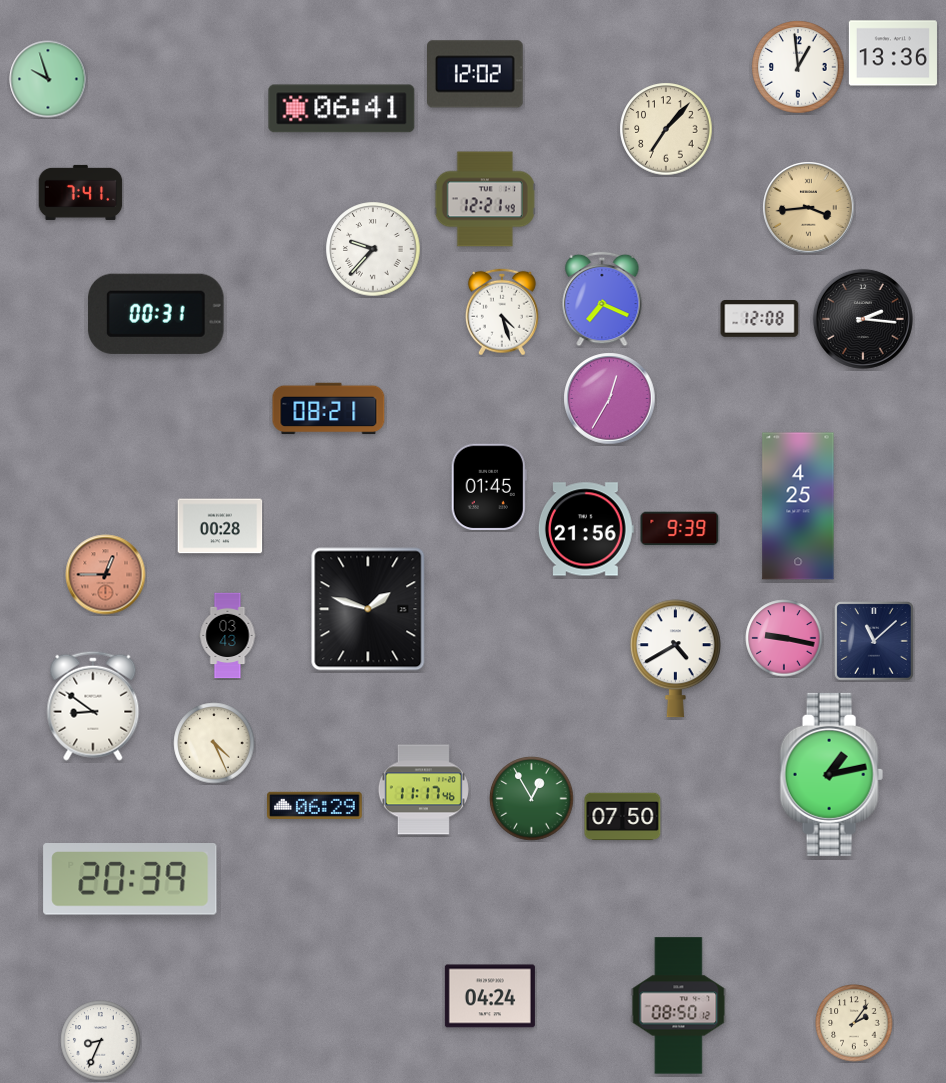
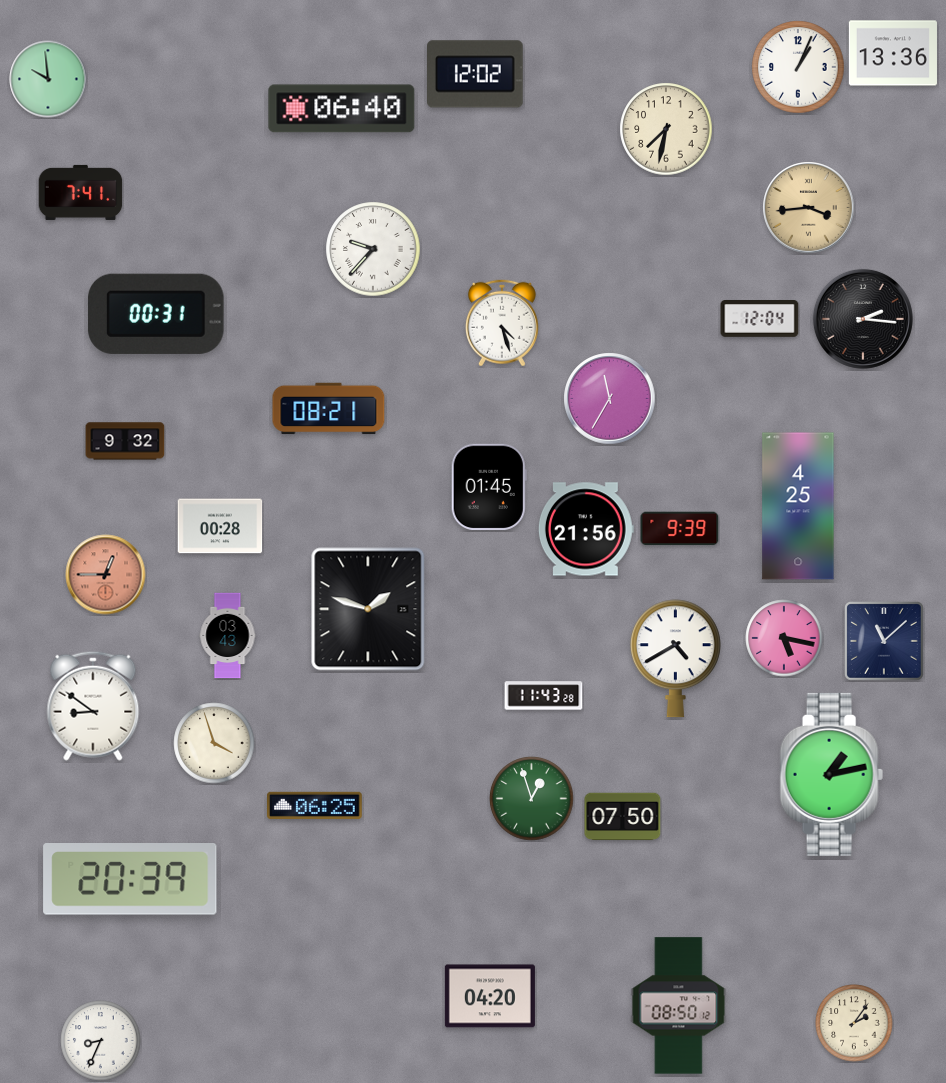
clock at (798, 67): 12:59 -> 1:04
clock at (48, 79): 9:57 -> 9:59
clock at (342, 109): 06:41 -> 06:40
clock at (666, 129): 7:07 -> 7:32
clock at (485, 199): 12:21 -> none
clock at (602, 299): 7:19 -> none
clock at (502, 312) position: (502, 312) -> (502, 323)
clock at (760, 319): 12:08 -> 12:04
clock at (610, 399): 12:35 -> 11:35
clock at (125, 441): none -> 9:32
clock at (784, 638): 9:17 -> 5:17
clock at (875, 642) position: (875, 642) -> (885, 642)
clock at (544, 696): none -> 11:43
clock at (214, 743): 4:26 -> 3:57
clock at (423, 790): 11:17 -> none
clock at (532, 799): 12:55 -> 12:57
clock at (315, 805): 06:29 -> 06:25
clock at (490, 996): 04:24 -> 04:20
